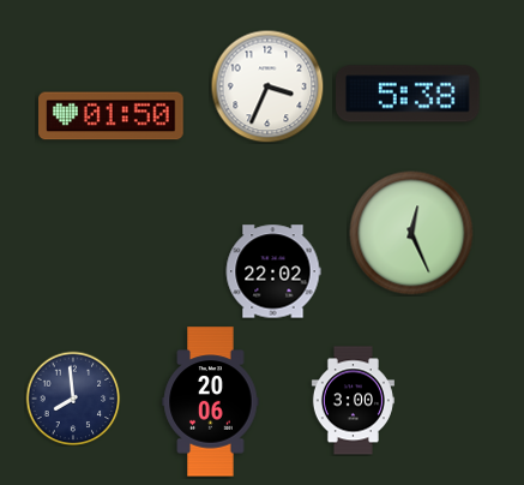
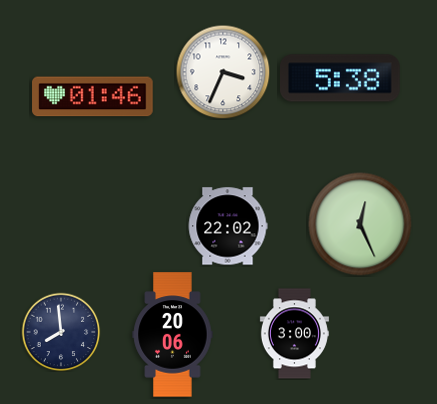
clock at (112, 116): 01:50 -> 01:46
clock at (411, 233) position: (411, 233) -> (360, 224)
clock at (211, 402) position: (211, 402) -> (173, 335)
